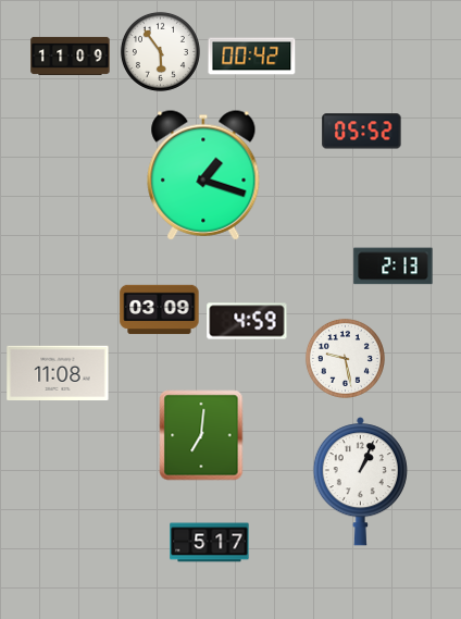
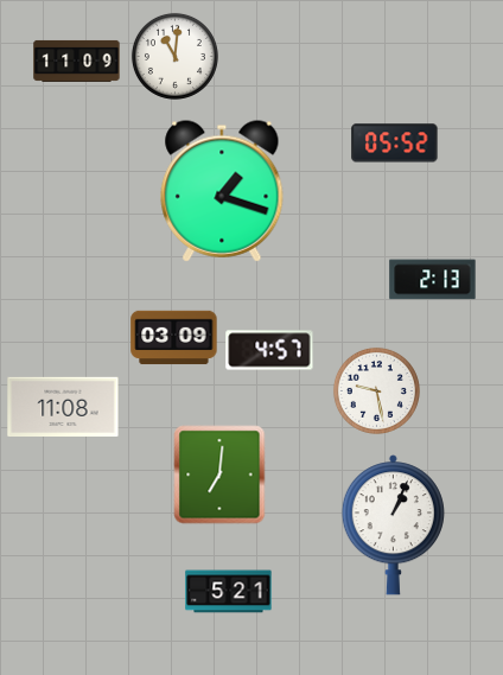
clock at (160, 51): 5:54 -> 11:01
clock at (252, 57): 00:42 -> none
clock at (394, 267) position: (394, 267) -> (433, 280)
clock at (247, 321): 4:59 -> 4:57
clock at (210, 543): 5:17 -> 5:21
